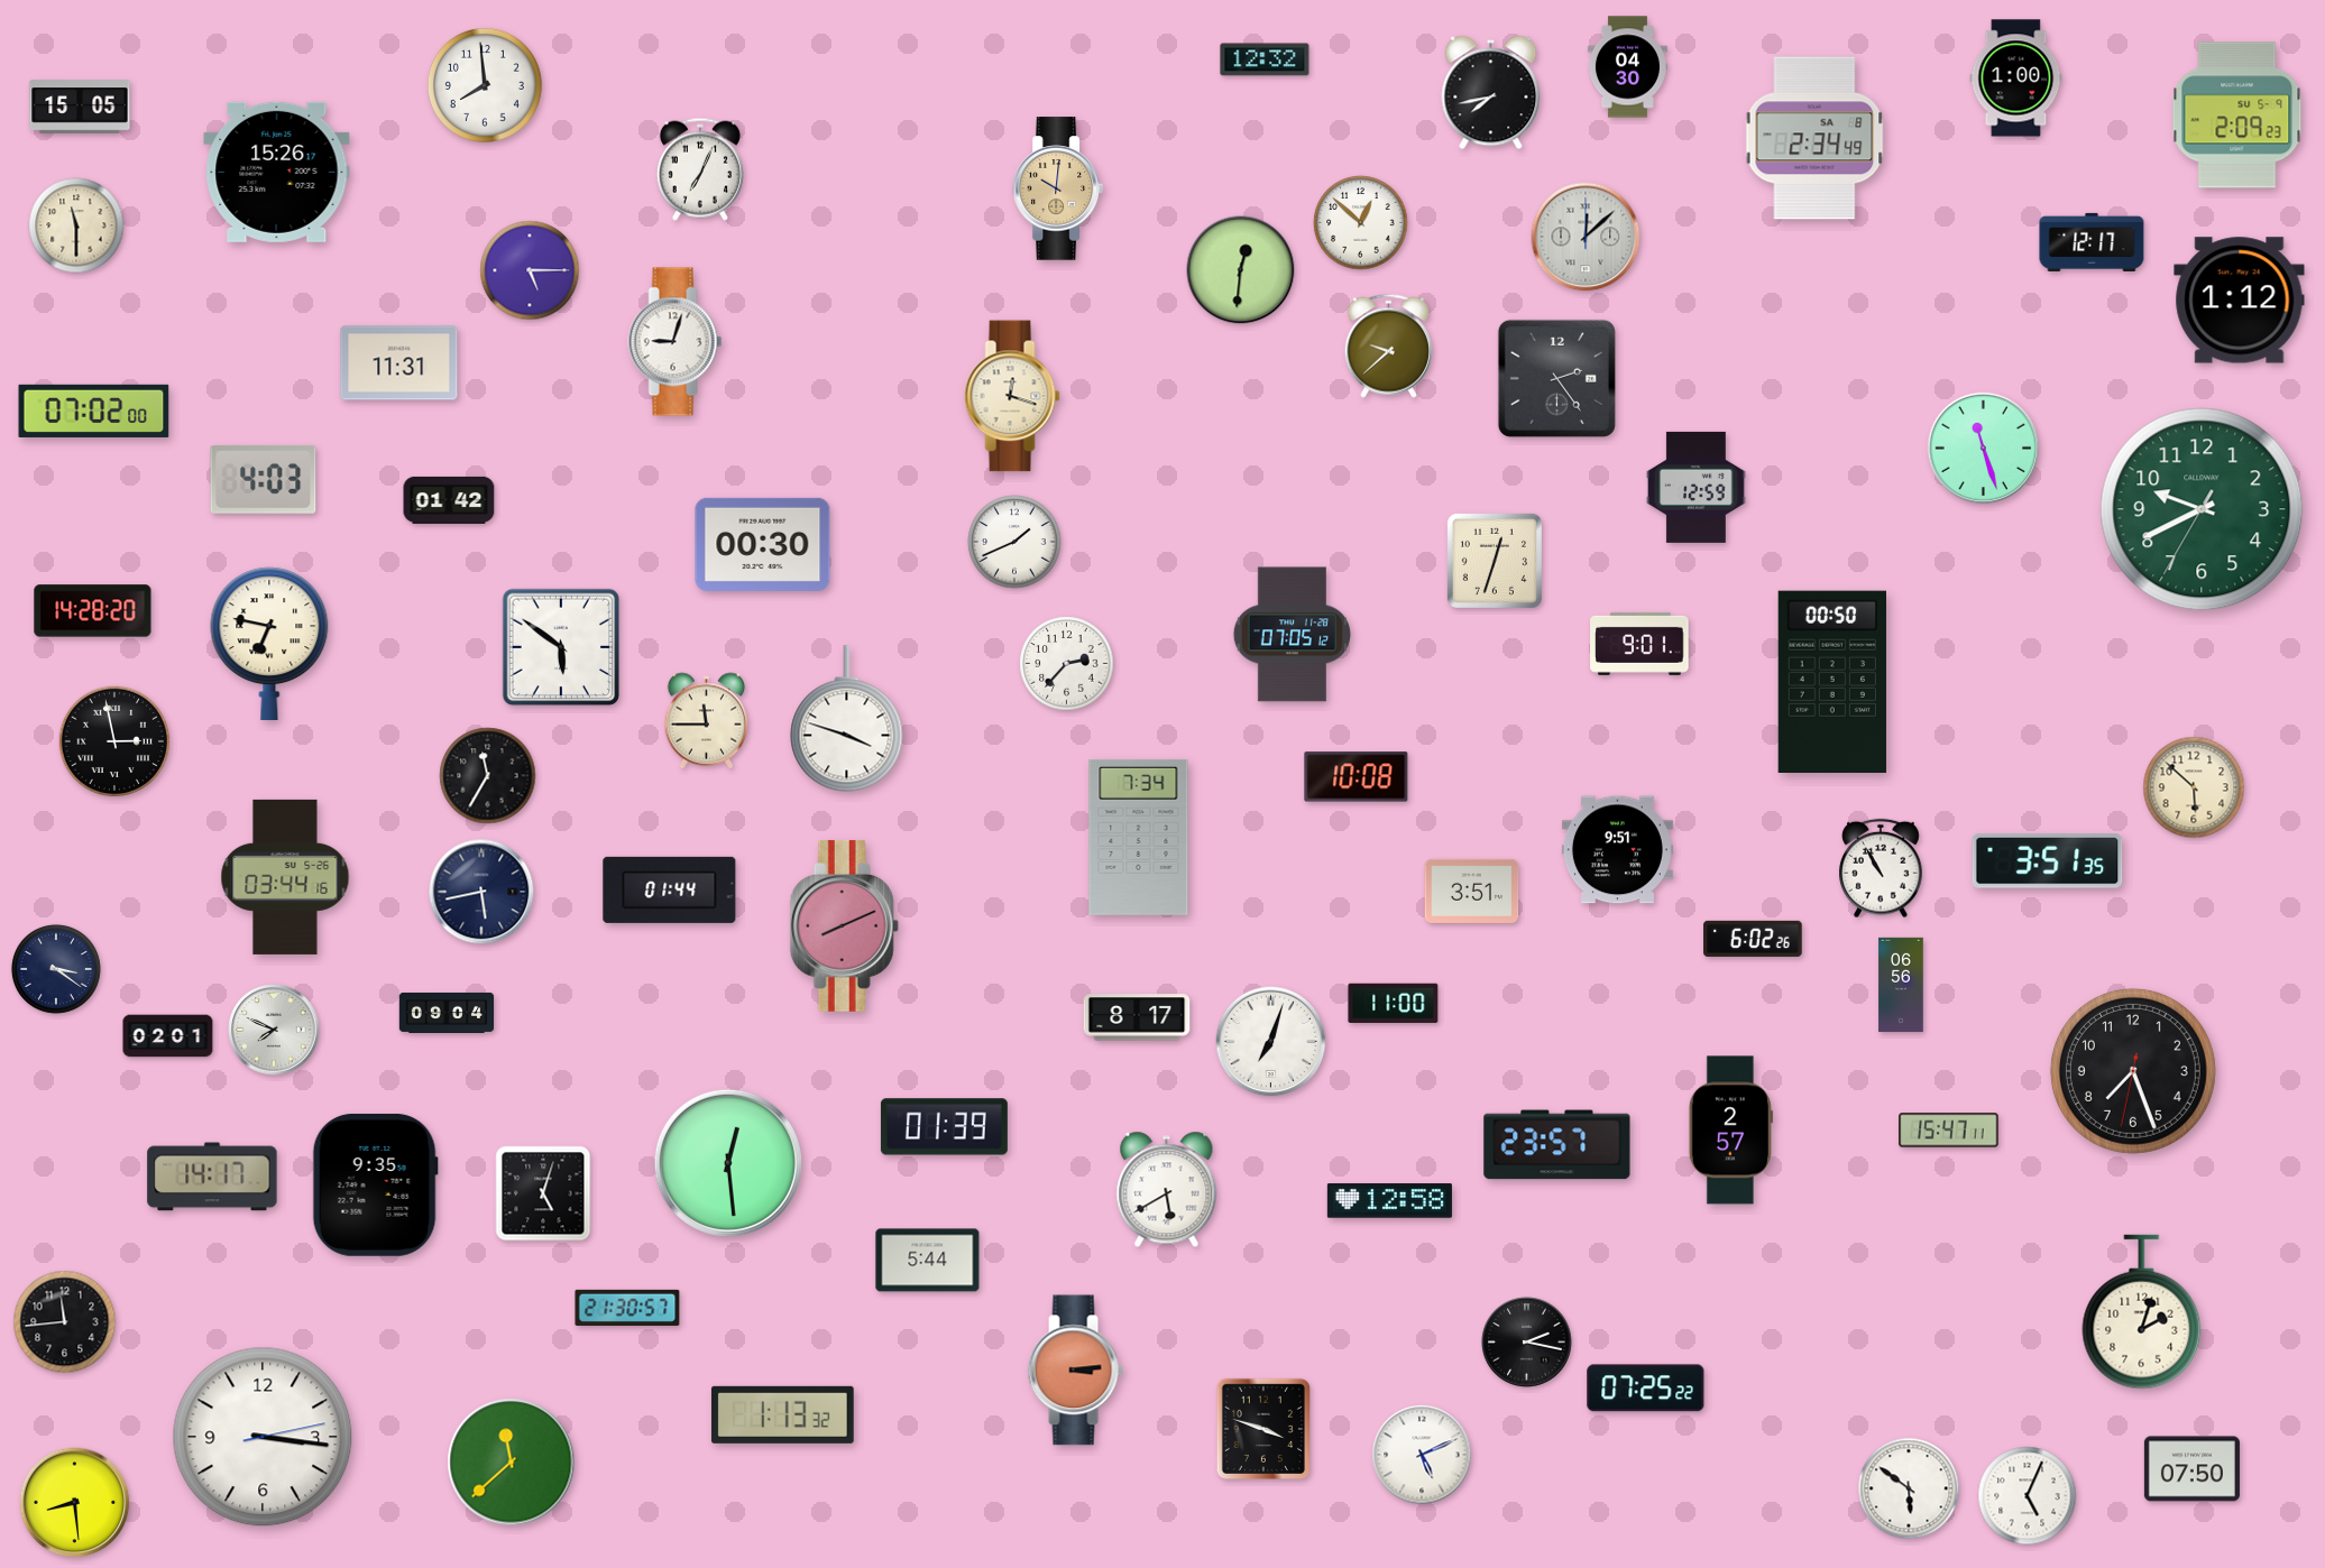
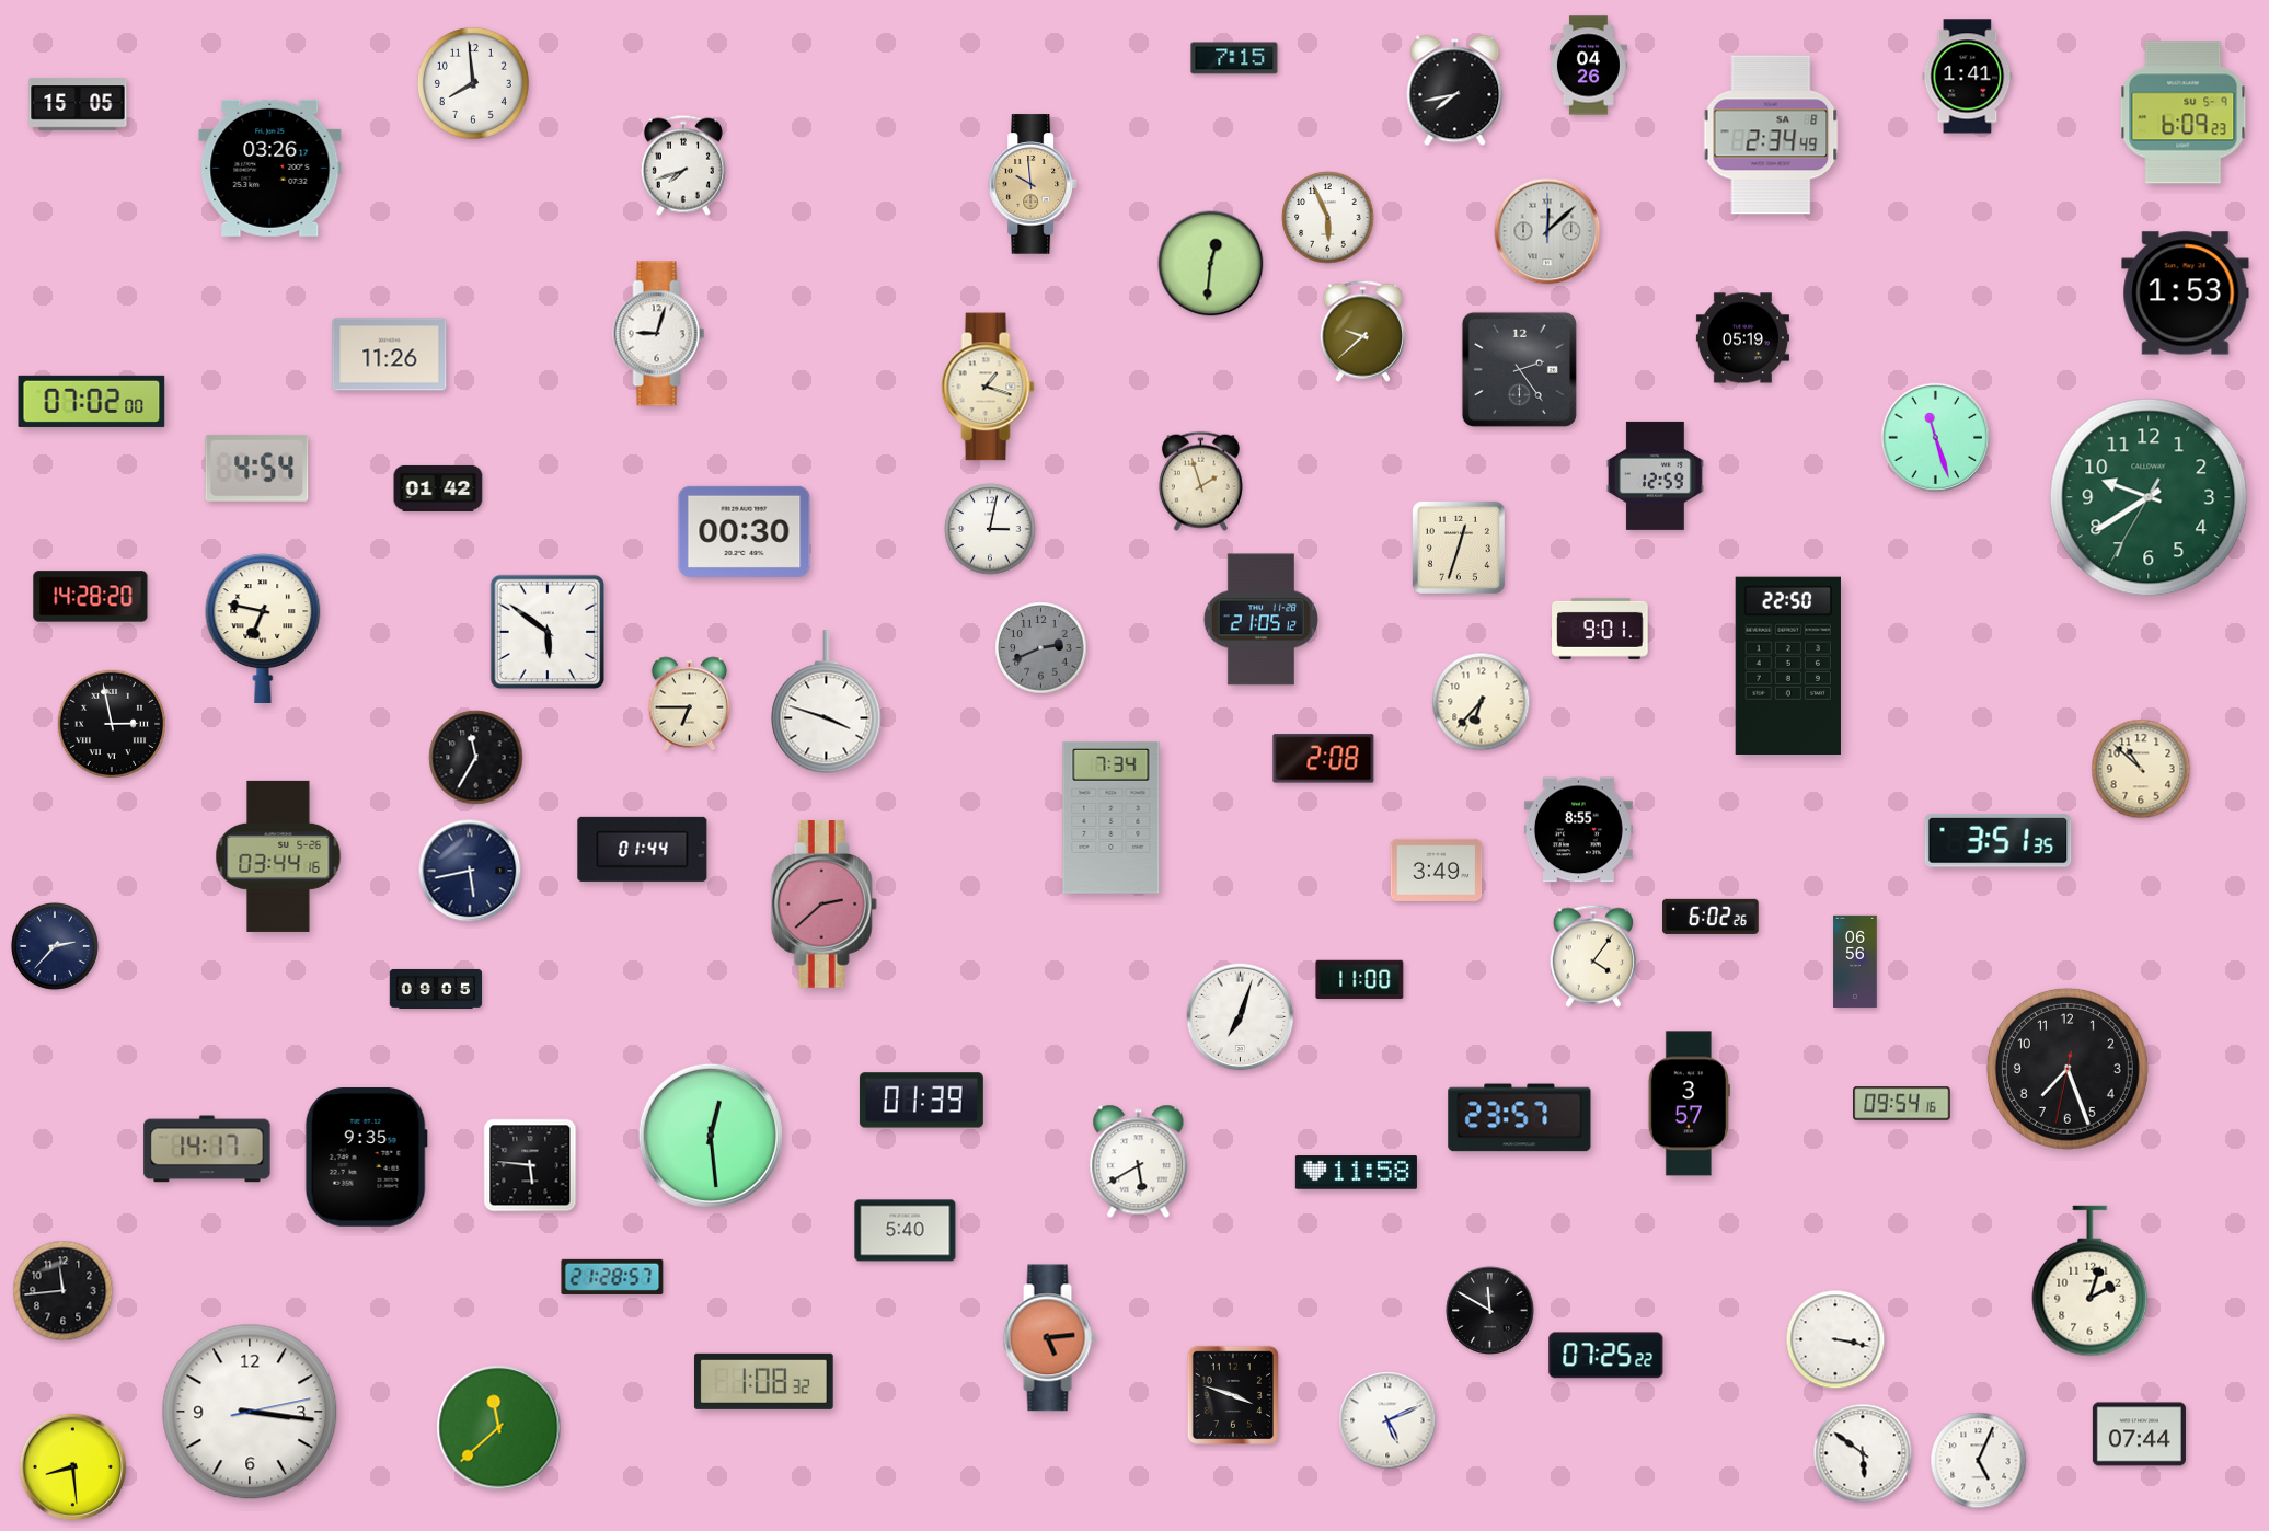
clock at (1265, 59): 12:32 -> 7:15
clock at (1627, 67): 04:30 -> 04:26
clock at (2016, 79): 1:00 -> 1:41
clock at (2237, 116): 2:09 -> 6:09
clock at (700, 169): 7:04 -> 7:42
clock at (277, 172): 15:26 -> 03:26
clock at (1057, 188): 10:01 -> 9:59
clock at (1361, 223): 12:52 -> 5:56
clock at (76, 225): 11:30 -> none
clock at (2092, 242): 12:17 -> none
clock at (530, 270): 5:15 -> none
clock at (2240, 301): 1:12 -> 1:53
clock at (1388, 345) position: (1388, 345) -> (1362, 331)
clock at (1742, 338): none -> 05:19
clock at (399, 363): 11:31 -> 11:26
clock at (1012, 396): 12:18 -> 1:18
clock at (264, 479): 4:03 -> 4:54
clock at (1200, 481): none -> 1:57
clock at (2202, 509): 9:40 -> 9:39
clock at (1014, 542): 1:41 -> 3:02
clock at (1292, 635): 07:05 -> 21:05
clock at (1067, 664): 2:37 -> 2:41
clock at (1067, 664) dial: white -> grey
clock at (1832, 681): 00:50 -> 22:50
clock at (1482, 702): none -> 6:37
clock at (707, 721): 11:45 -> 6:45
clock at (1357, 777): 10:08 -> 2:08
clock at (2194, 787): 5:52 -> 10:52
clock at (1617, 850): 9:51 -> 8:55
clock at (1882, 868): 10:55 -> none
clock at (670, 889) position: (670, 889) -> (643, 849)
clock at (1472, 891): 3:51 -> 3:49
clock at (844, 925): 8:11 -> 2:38
clock at (56, 969): 3:21 -> 2:37
clock at (1592, 956): none -> 4:06
clock at (447, 1013): 09:04 -> 09:05
clock at (1137, 1017): 8:17 -> none
clock at (274, 1030): 7:49 -> none
clock at (168, 1036): 02:01 -> none
clock at (2133, 1071) position: (2133, 1071) -> (2068, 1069)
clock at (1730, 1131): 2:57 -> 3:57
clock at (1949, 1131): 15:47 -> 09:54
clock at (543, 1193): 5:03 -> 5:46
clock at (1389, 1201): 12:58 -> 11:58
clock at (928, 1261): 5:44 -> 5:40
clock at (627, 1308): 21:30 -> 21:28
clock at (1527, 1343): 2:17 -> 11:50
clock at (1075, 1371): 3:14 -> 5:14
clock at (1835, 1339): none -> 3:17
clock at (782, 1414): 1:13 -> 1:08
clock at (263, 1437) position: (263, 1437) -> (250, 1412)
clock at (2191, 1469): 07:50 -> 07:44
